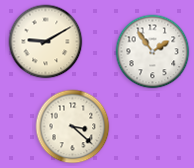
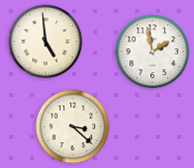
clock at (46, 42): 9:10 -> 4:59
clock at (153, 52): 1:54 -> 1:58
